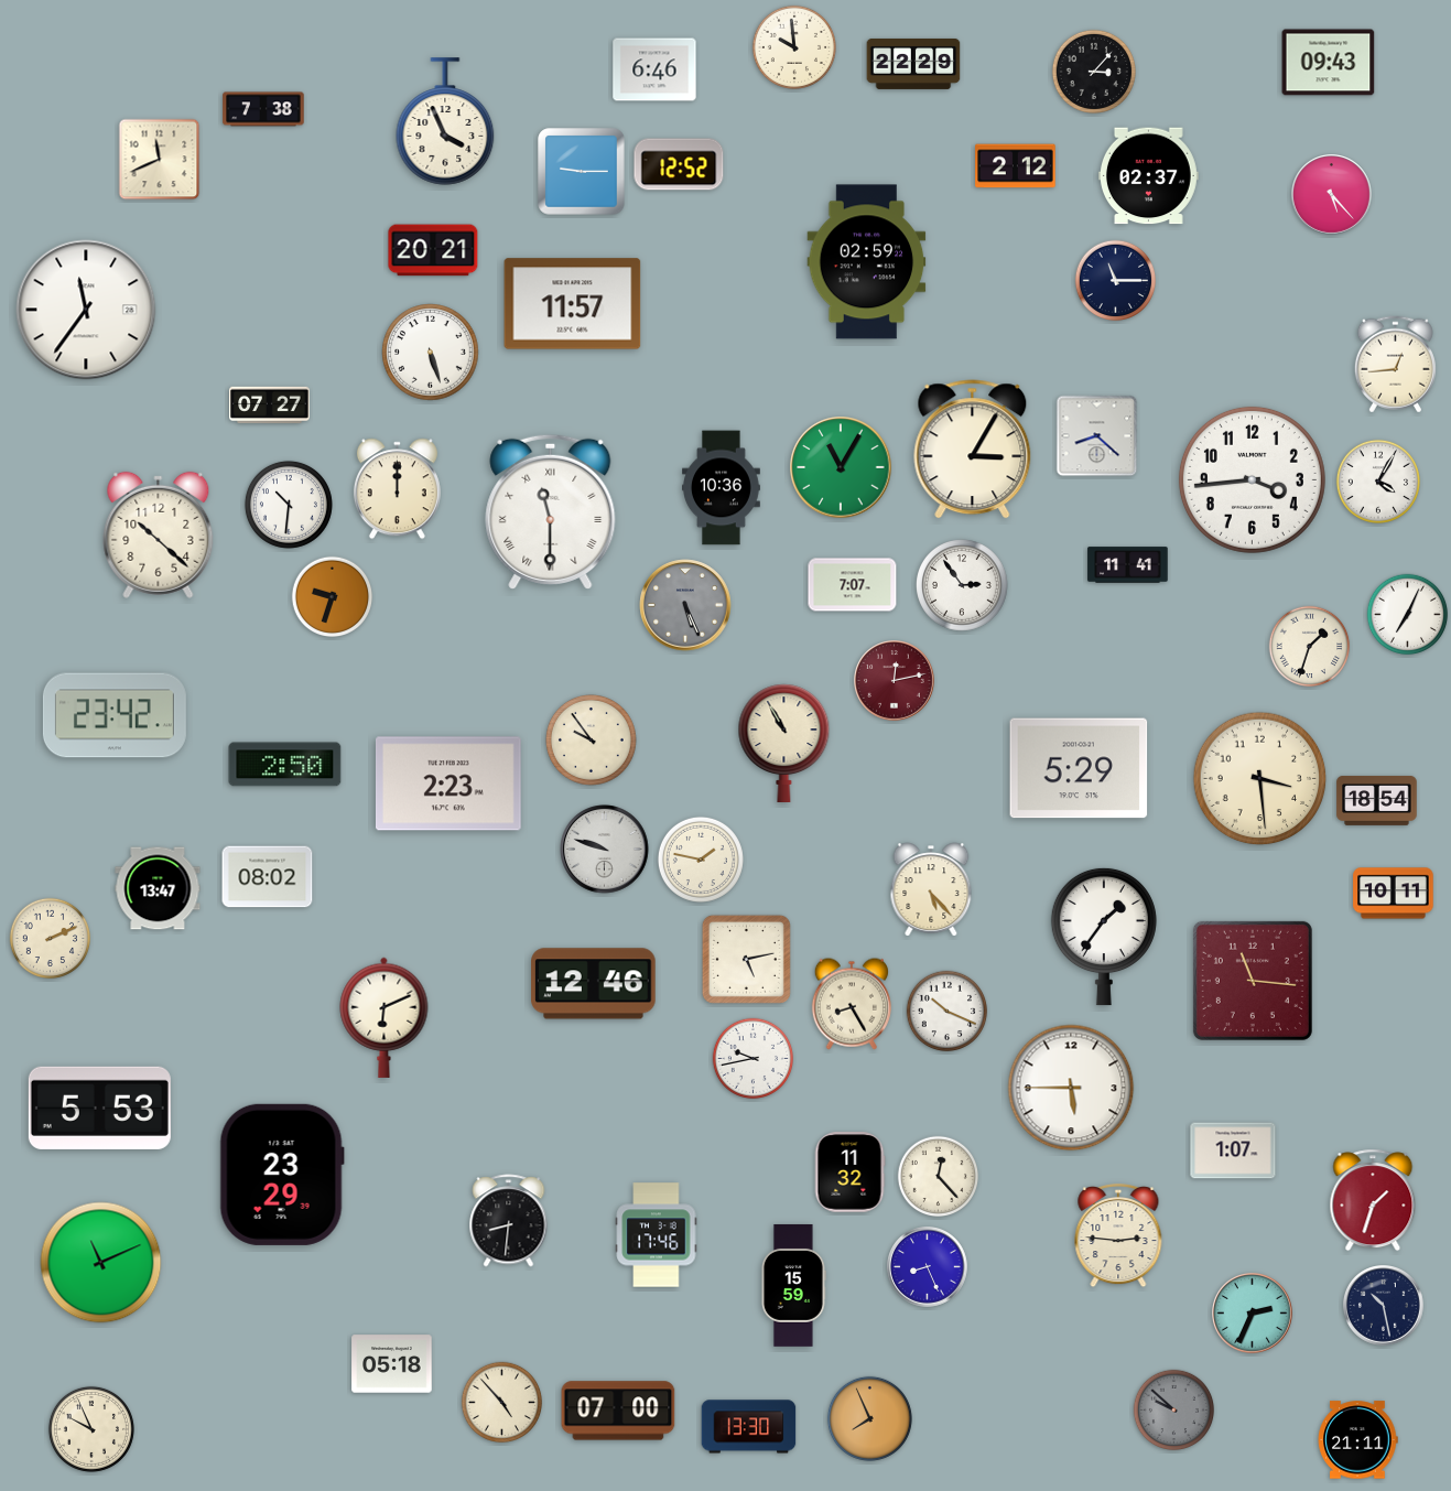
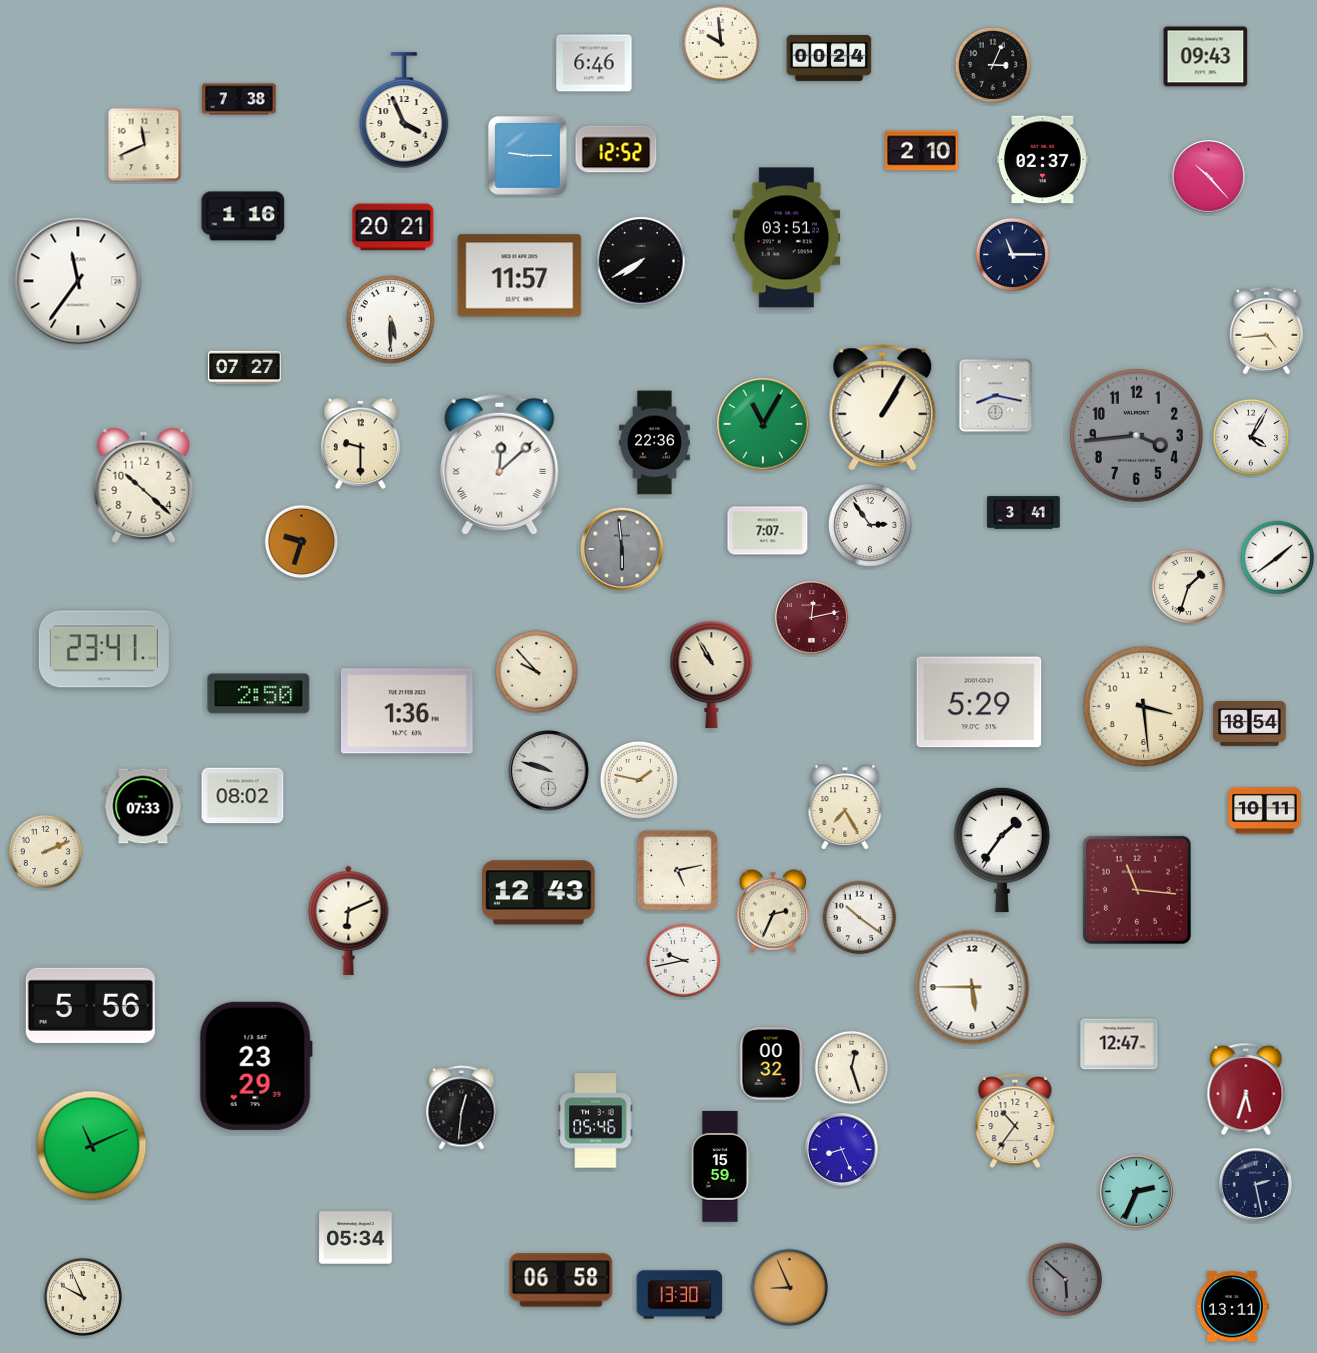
clock at (913, 64): 22:29 -> 00:24
clock at (1094, 72): 3:07 -> 3:04
clock at (1016, 166): 2:12 -> 2:10
clock at (1332, 195): 5:23 -> 10:23
clock at (243, 216): none -> 1:16
clock at (867, 262): 02:59 -> 03:51
clock at (641, 261): none -> 7:40
clock at (431, 353): 5:27 -> 5:30
clock at (1395, 365): 12:44 -> 4:44
clock at (1097, 436): 8:22 -> 8:17
clock at (973, 450): 3:05 -> 1:05
clock at (1252, 479) dial: white -> grey
clock at (722, 488): 10:36 -> 22:36
clock at (397, 489): 12:00 -> 9:30
clock at (289, 505): 10:31 -> none
clock at (551, 511): 11:30 -> 12:08
clock at (1128, 565): 11:41 -> 3:41
clock at (853, 585) position: (853, 585) -> (768, 531)
clock at (963, 586) position: (963, 586) -> (871, 526)
clock at (685, 605): 5:26 -> 5:59
clock at (1408, 615): 7:04 -> 1:39
clock at (115, 715): 23:42 -> 23:41
clock at (591, 739): 9:54 -> 9:53
clock at (1079, 768) position: (1079, 768) -> (979, 702)
clock at (448, 784): 2:23 -> 1:36
clock at (1377, 801) position: (1377, 801) -> (1250, 724)
clock at (701, 860) position: (701, 860) -> (639, 780)
clock at (158, 888): 13:47 -> 07:33
clock at (931, 889): 5:23 -> 7:25
clock at (594, 984): 12:46 -> 12:43
clock at (852, 1004): 8:25 -> 2:34
clock at (948, 1012): 10:19 -> 10:21
clock at (385, 1017) position: (385, 1017) -> (349, 920)
clock at (99, 1108): 5:53 -> 5:56
clock at (1233, 1150): 1:07 -> 12:47
clock at (849, 1173): 11:32 -> 00:32
clock at (939, 1177): 12:23 -> 12:27
clock at (1373, 1200): 1:33 -> 5:33
clock at (509, 1221): 8:31 -> 12:31
clock at (657, 1235): 17:46 -> 05:46
clock at (1118, 1235): 2:46 -> 10:36
clock at (1384, 1306): 10:28 -> 2:28
clock at (392, 1364): 05:18 -> 05:34
clock at (502, 1403): 4:53 -> none
clock at (618, 1411): 07:00 -> 06:58
clock at (1174, 1411): 9:52 -> 5:52
clock at (869, 1418): 7:56 -> 8:56
clock at (1357, 1440): 21:11 -> 13:11
